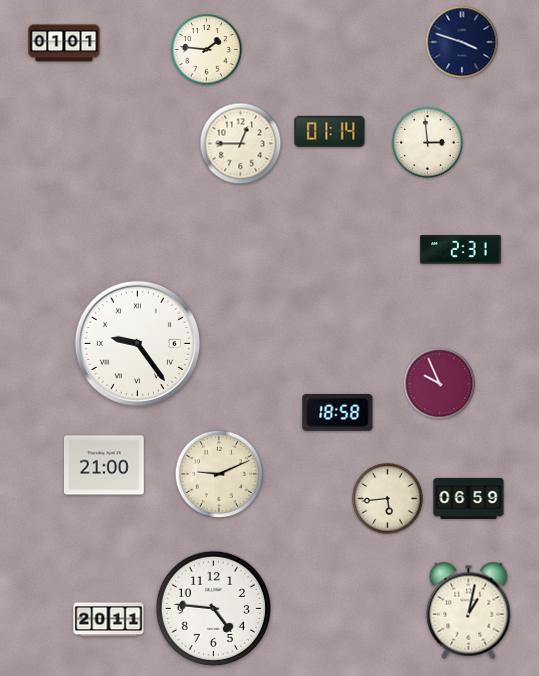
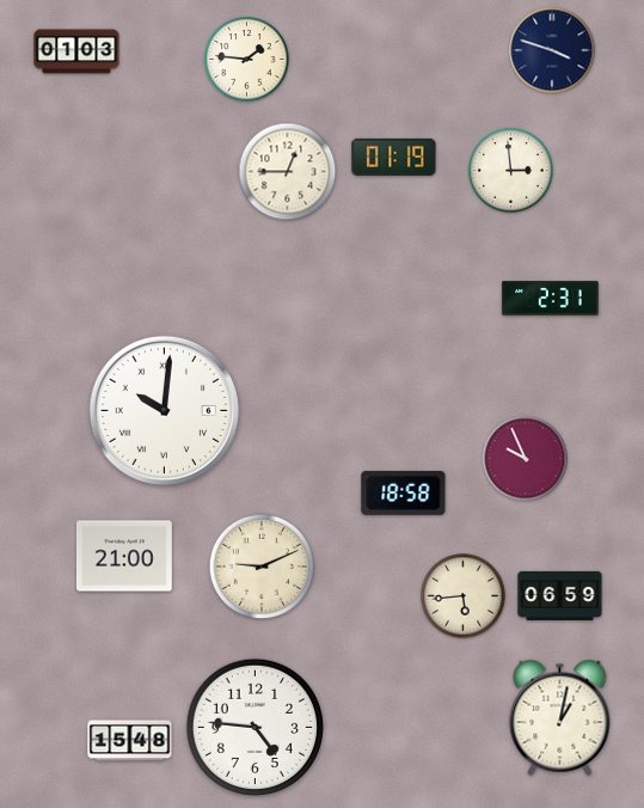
clock at (64, 43): 01:01 -> 01:03
clock at (330, 131): 01:14 -> 01:19
clock at (137, 343): 9:24 -> 10:01
clock at (469, 610) position: (469, 610) -> (560, 717)
clock at (109, 620): 20:11 -> 15:48
